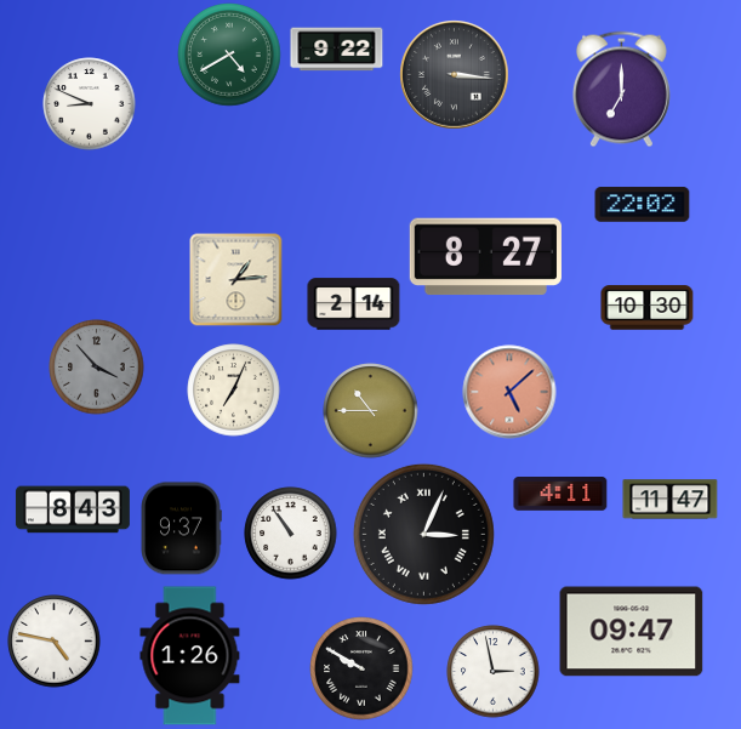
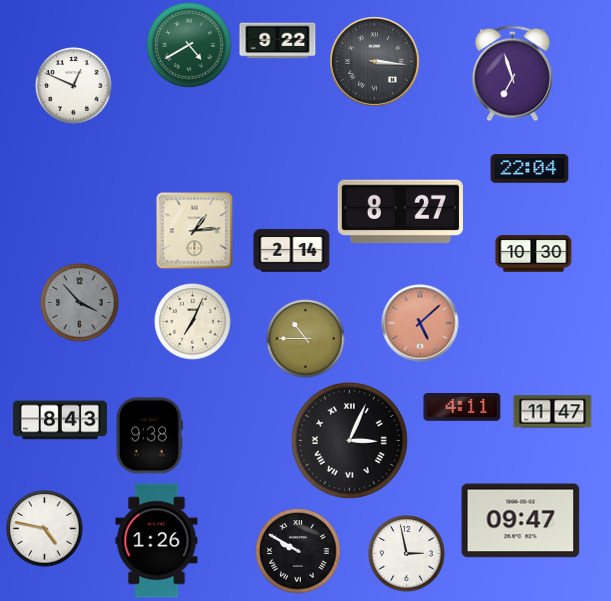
clock at (621, 90): 7:00 -> 6:57
clock at (90, 104): 8:49 -> 12:49
clock at (643, 205): 22:02 -> 22:04
clock at (181, 529): 9:37 -> 9:38
clock at (291, 534): 10:54 -> none
